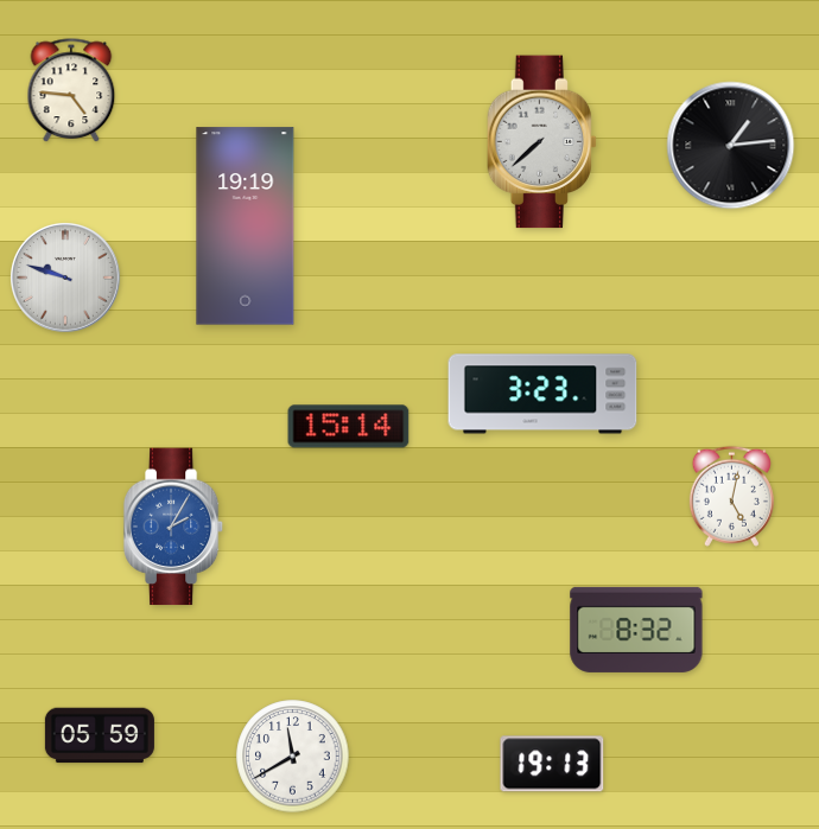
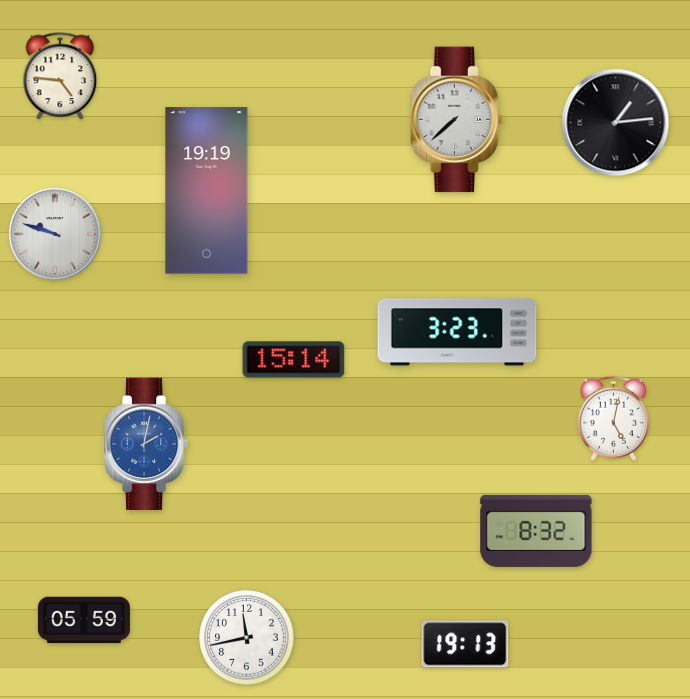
clock at (731, 496) position: (731, 496) -> (613, 418)
clock at (173, 527): 2:05 -> 2:02
clock at (293, 757): 11:40 -> 11:43
